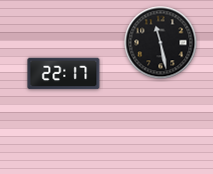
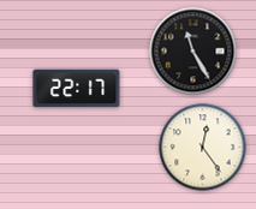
clock at (161, 43): 11:28 -> 11:25
clock at (203, 148): none -> 12:24
